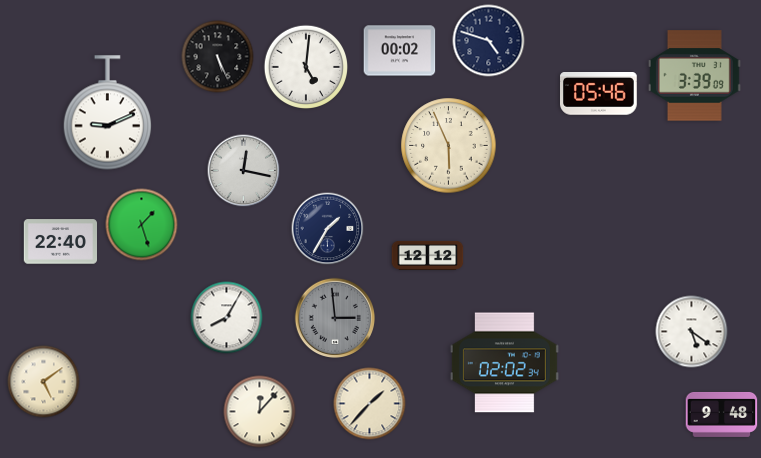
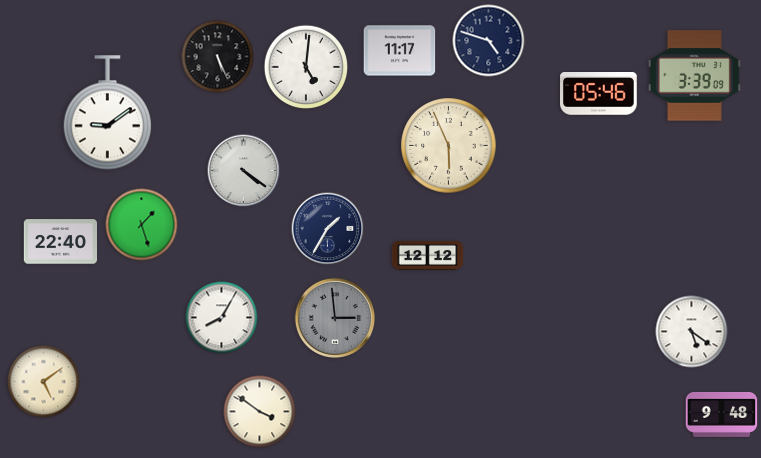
clock at (400, 51): 00:02 -> 11:17
clock at (108, 113): 9:11 -> 9:09
clock at (244, 171): 12:17 -> 4:21
clock at (227, 318) position: (227, 318) -> (222, 318)
clock at (504, 363): 02:02 -> none
clock at (370, 404): 1:37 -> none
clock at (260, 412): 12:07 -> 3:51
